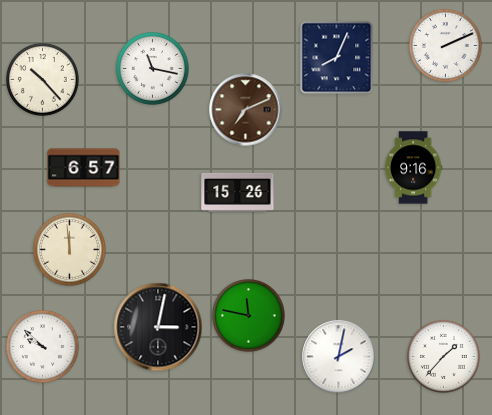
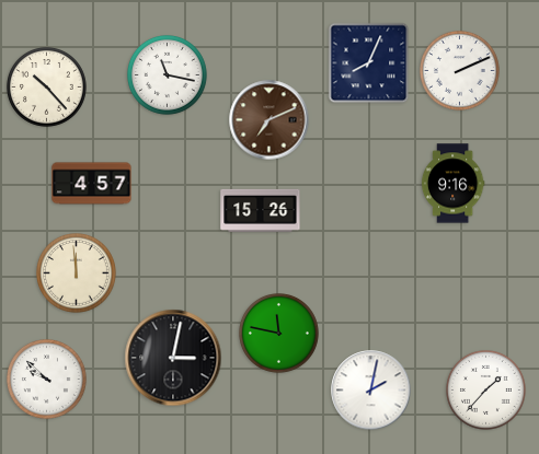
clock at (446, 46) position: (446, 46) -> (460, 71)
clock at (84, 168): 6:57 -> 4:57
clock at (249, 316) position: (249, 316) -> (279, 334)
